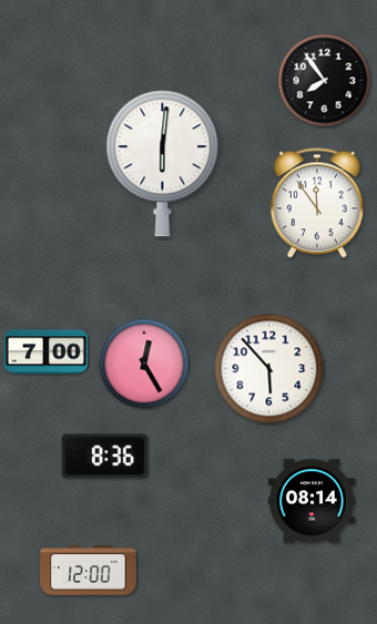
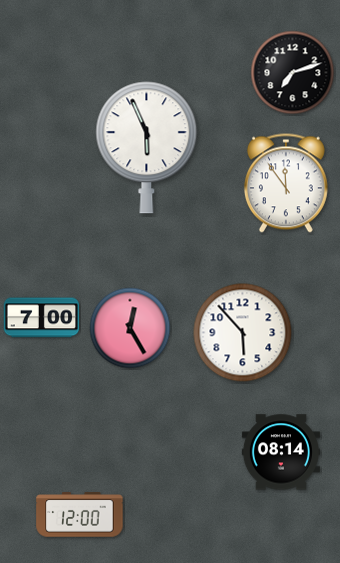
clock at (325, 81): 7:54 -> 7:12
clock at (163, 164): 6:01 -> 5:56
clock at (104, 457): 8:36 -> none
